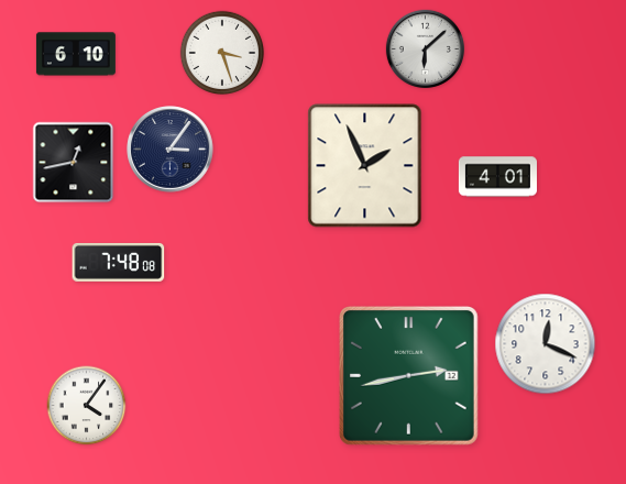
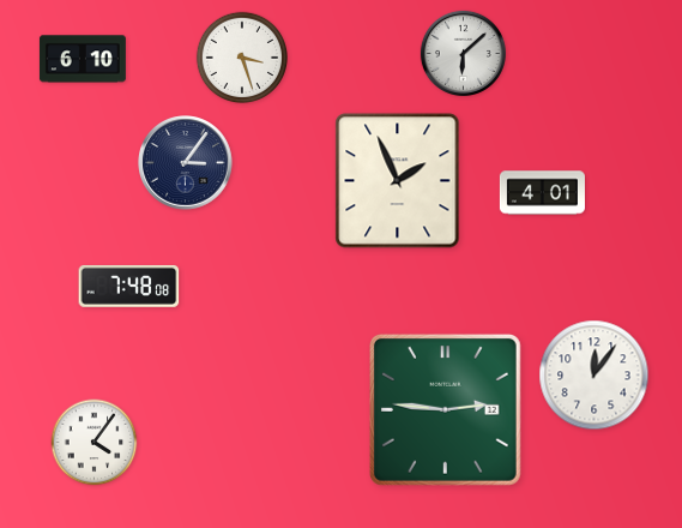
clock at (74, 163): 12:43 -> none
clock at (546, 344): 12:19 -> 12:06
clock at (408, 375): 2:43 -> 2:46
